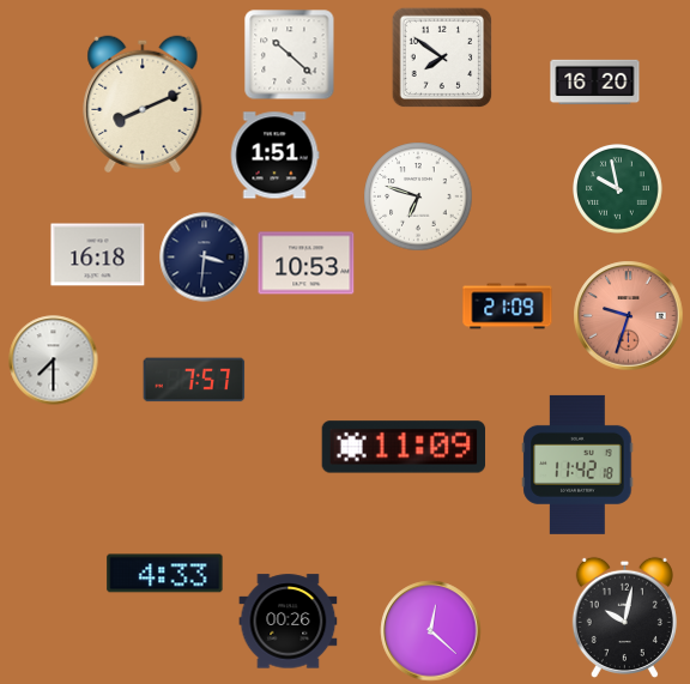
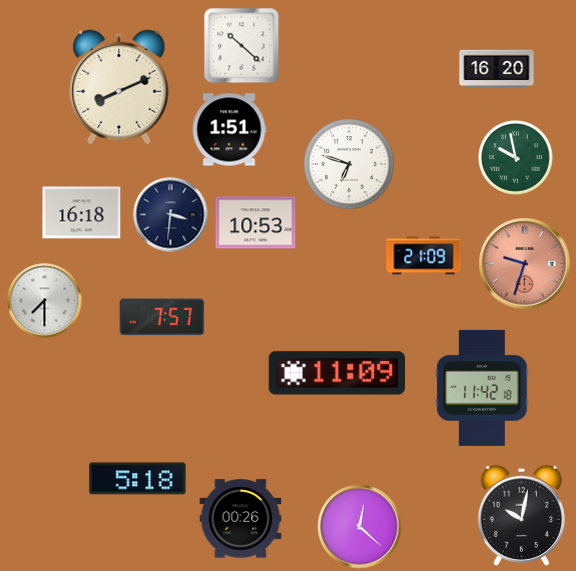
clock at (442, 57): 7:51 -> none
clock at (307, 264) position: (307, 264) -> (256, 223)
clock at (165, 574): 4:33 -> 5:18
